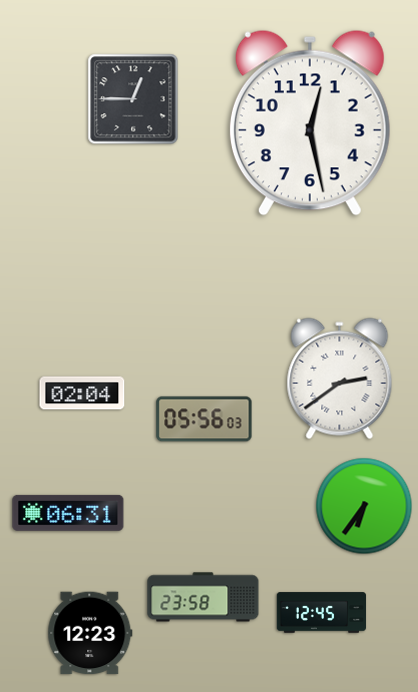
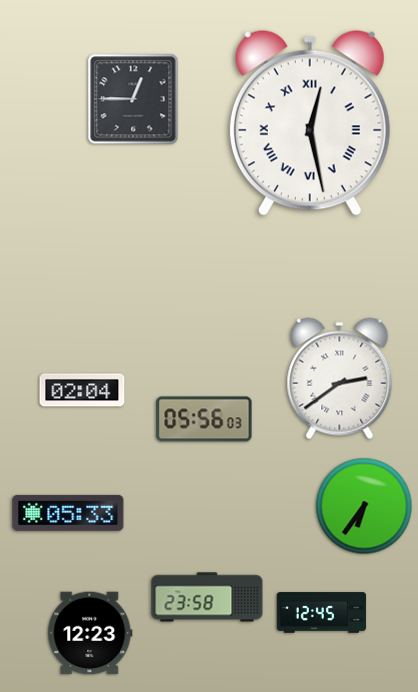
clock at (310, 123) numerals: Arabic -> Roman
clock at (82, 393) position: (82, 393) -> (82, 390)
clock at (68, 513): 06:31 -> 05:33
clock at (203, 597) position: (203, 597) -> (207, 597)
